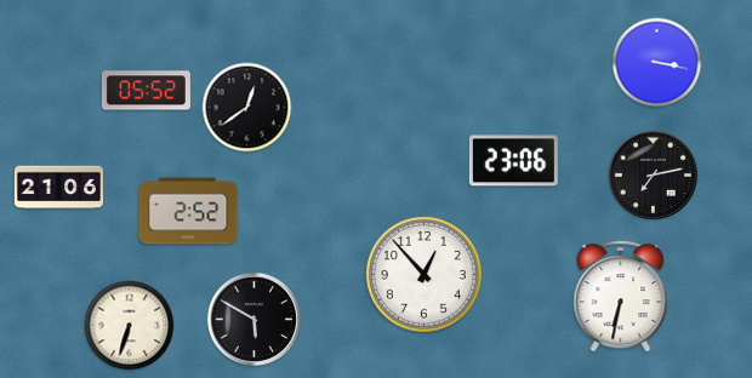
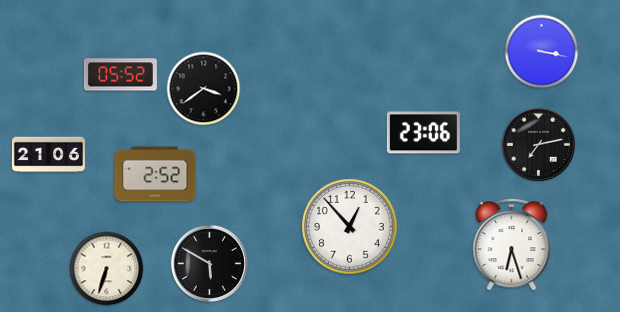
clock at (247, 108): 12:39 -> 3:39
clock at (621, 297): 6:32 -> 6:27
